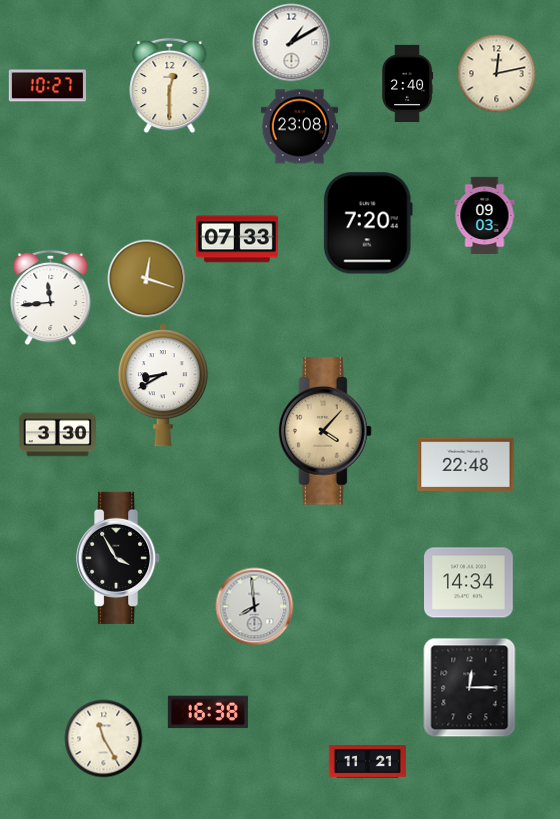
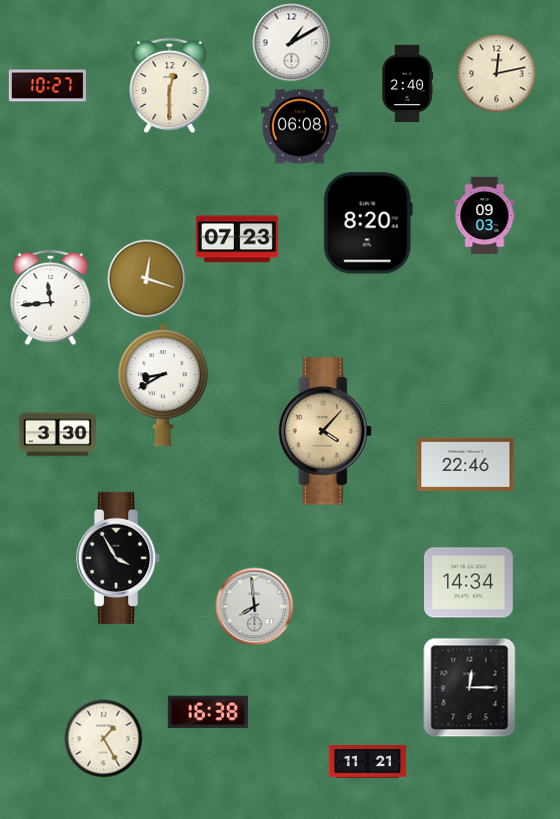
clock at (299, 127): 23:08 -> 06:08
clock at (368, 223): 7:20 -> 8:20
clock at (237, 239): 07:33 -> 07:23
clock at (466, 465): 22:48 -> 22:46
clock at (103, 738): 11:25 -> 1:25
